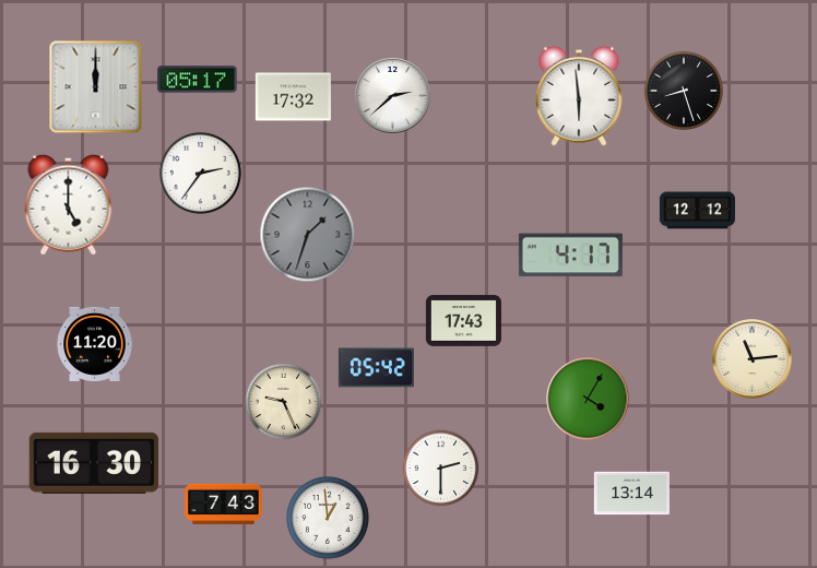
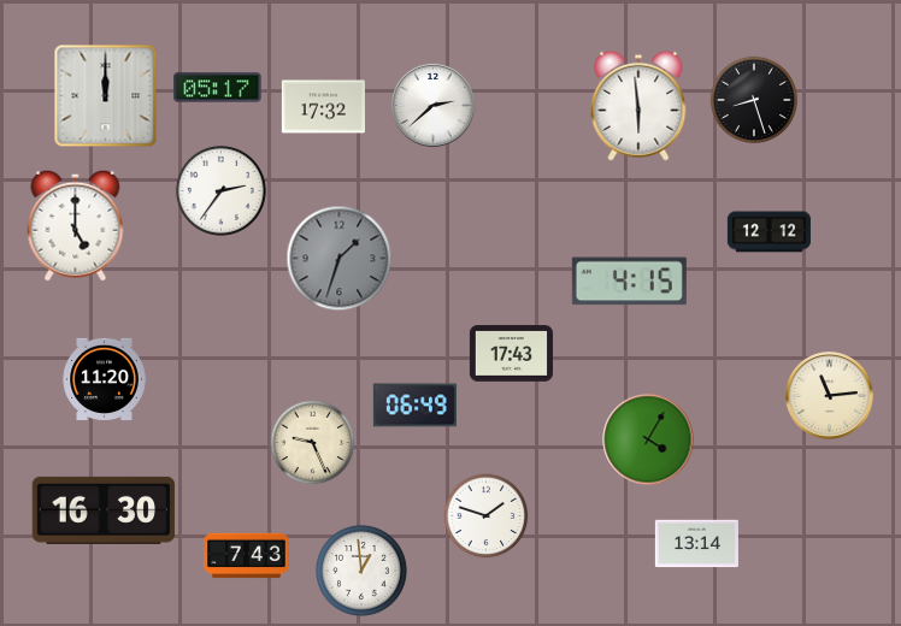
clock at (570, 256): 4:17 -> 4:15
clock at (376, 368): 05:42 -> 06:49
clock at (441, 469): 2:30 -> 1:48
